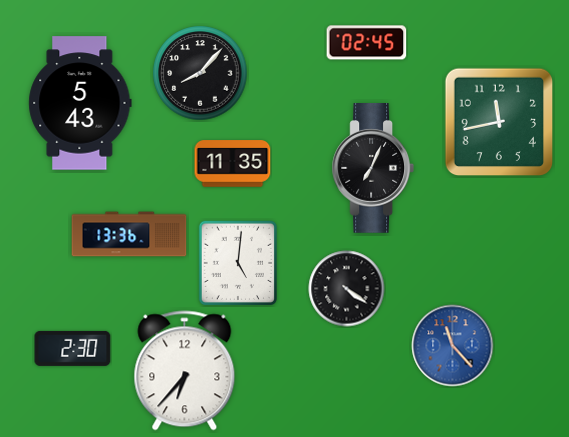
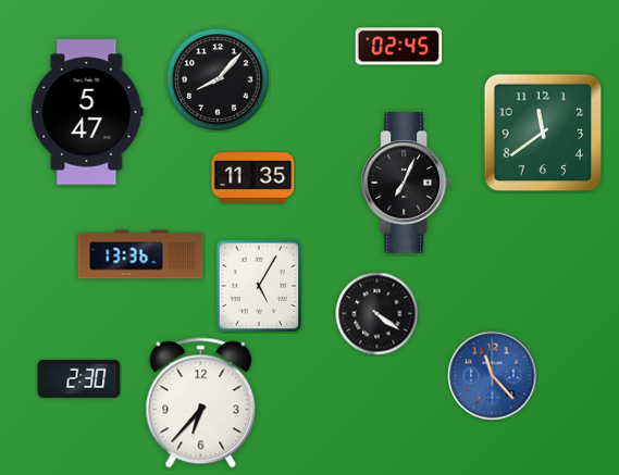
clock at (80, 103): 5:43 -> 5:47
clock at (499, 122): 11:43 -> 11:39
clock at (238, 262): 5:01 -> 5:05
